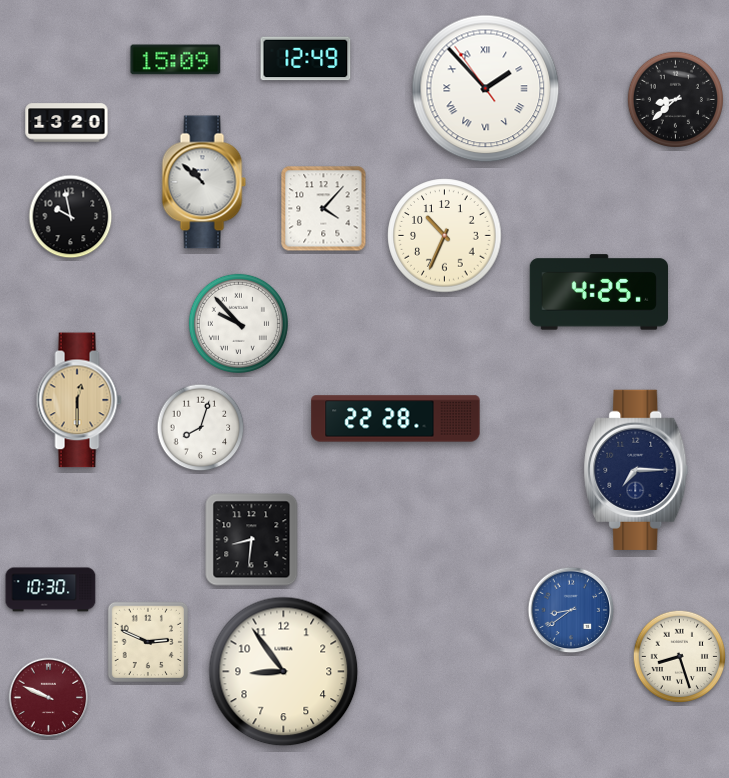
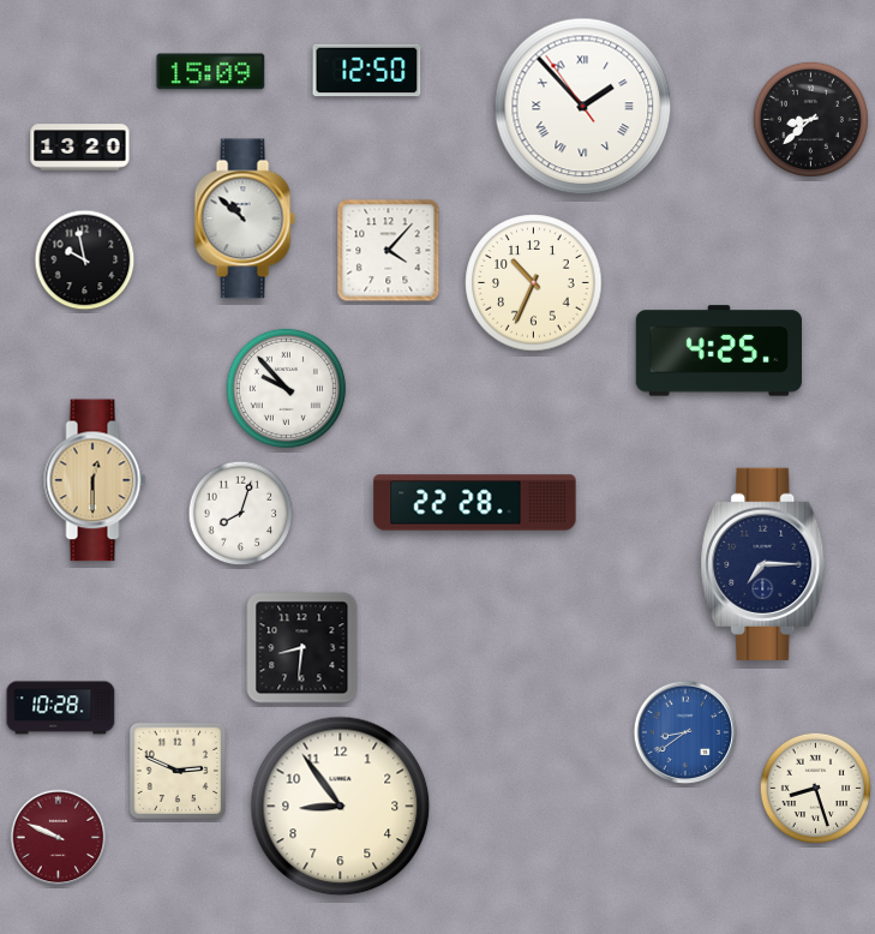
clock at (306, 59): 12:49 -> 12:50
clock at (51, 590): 10:30 -> 10:28
